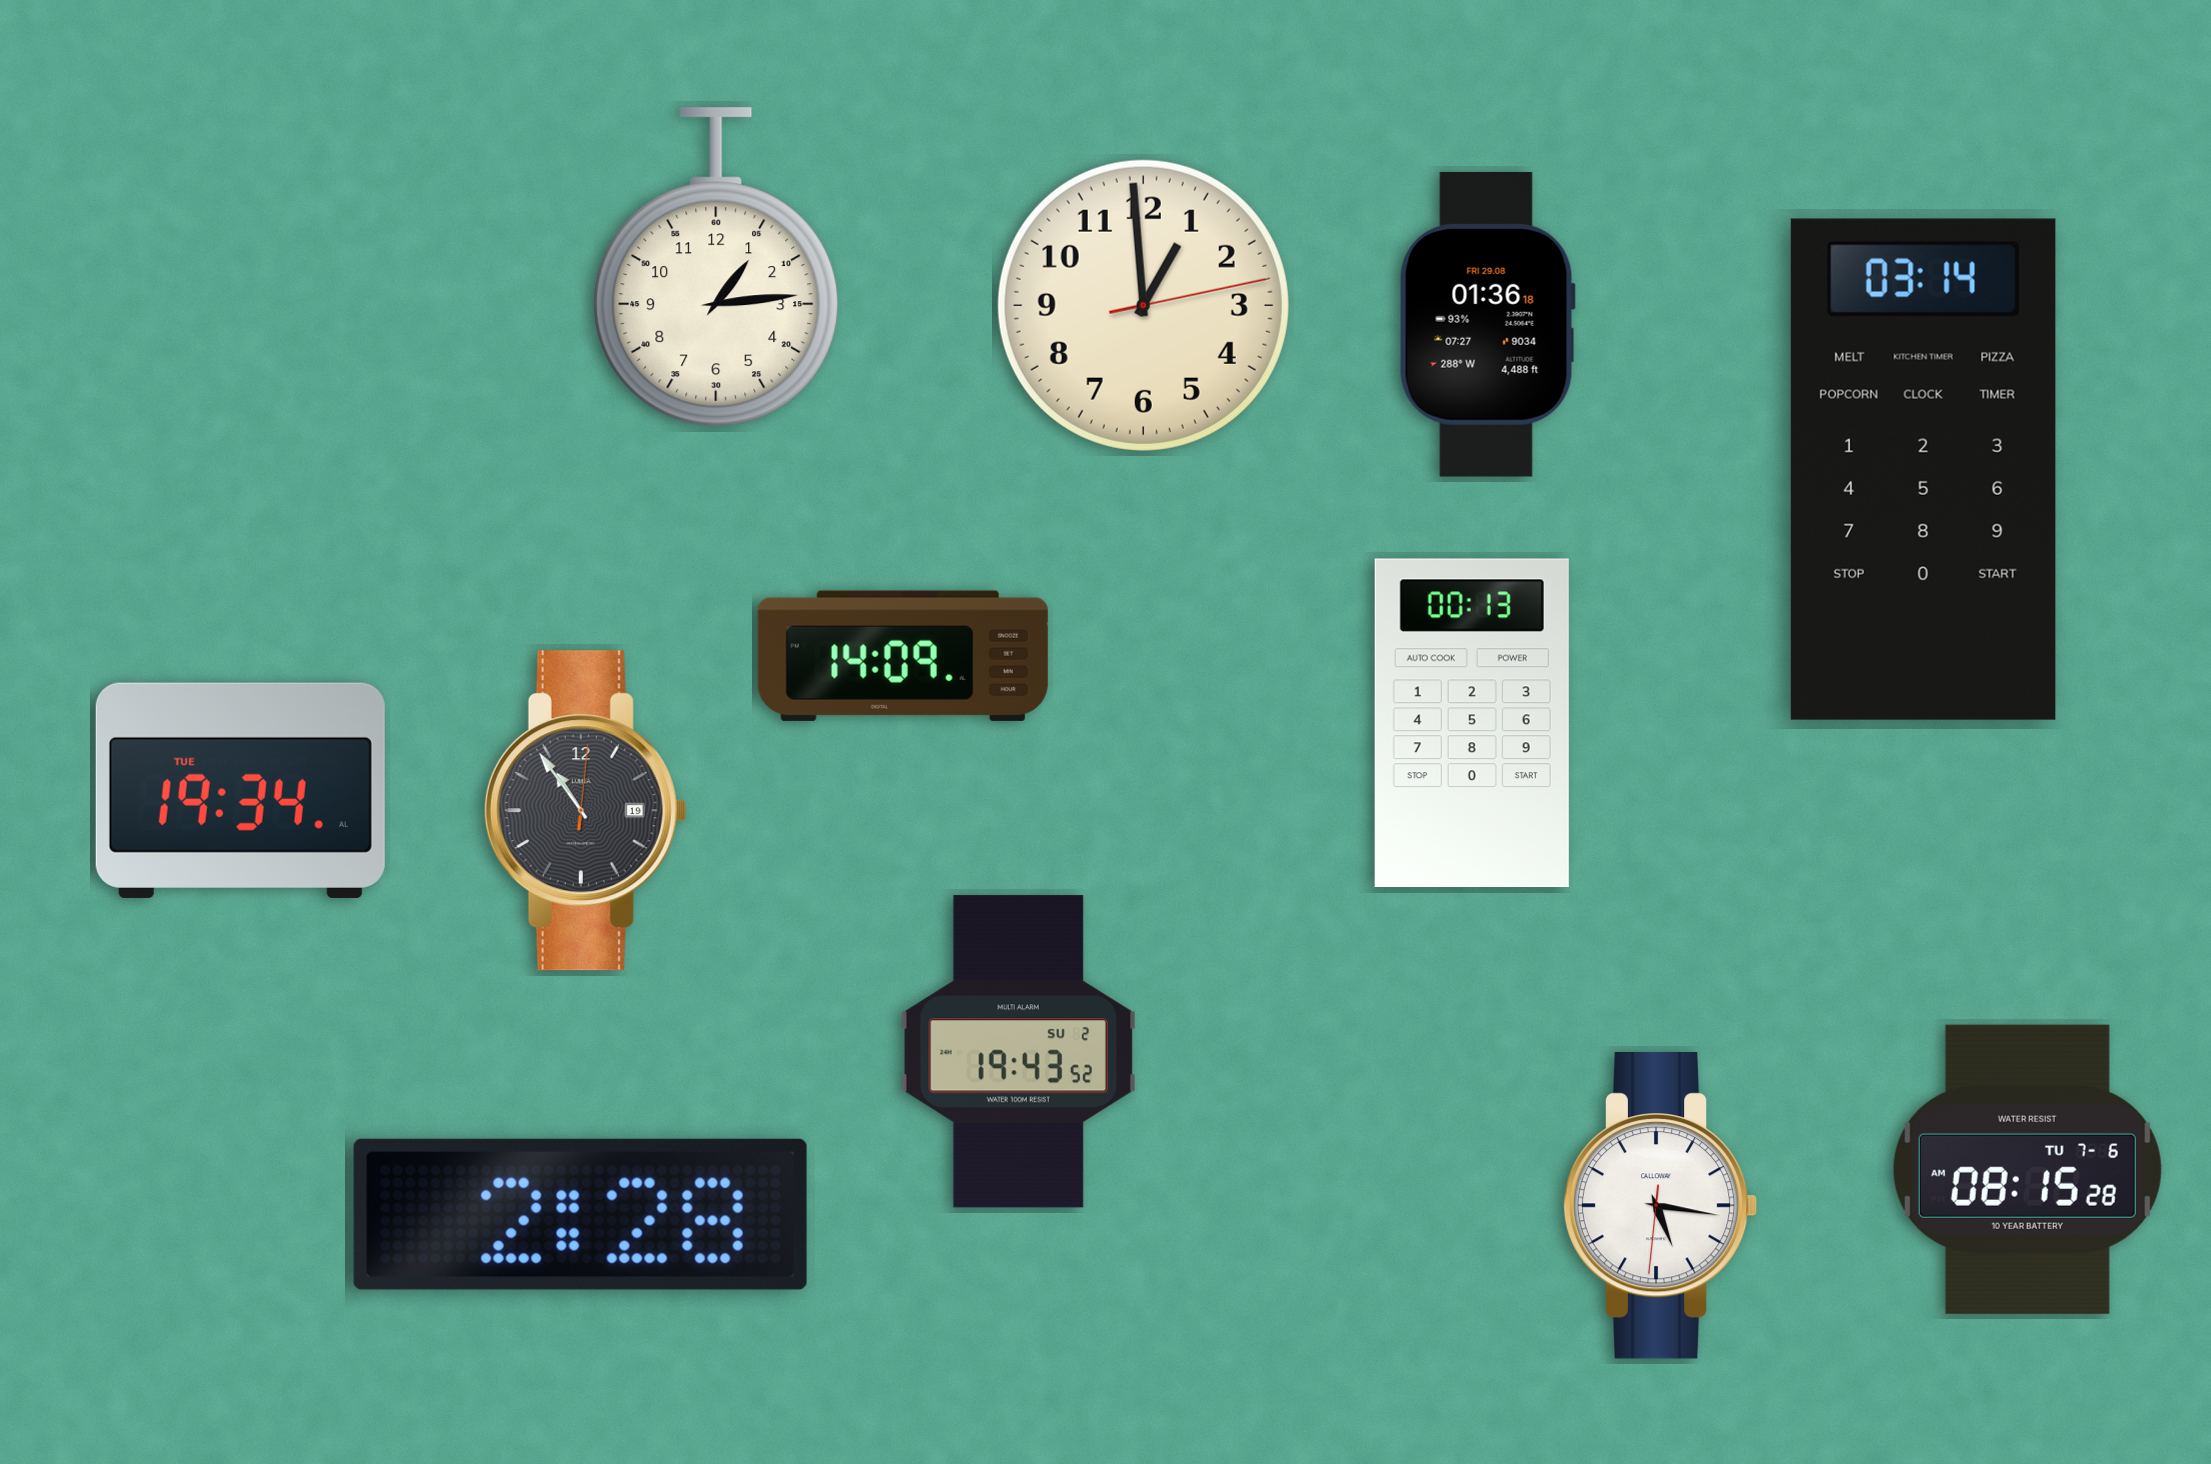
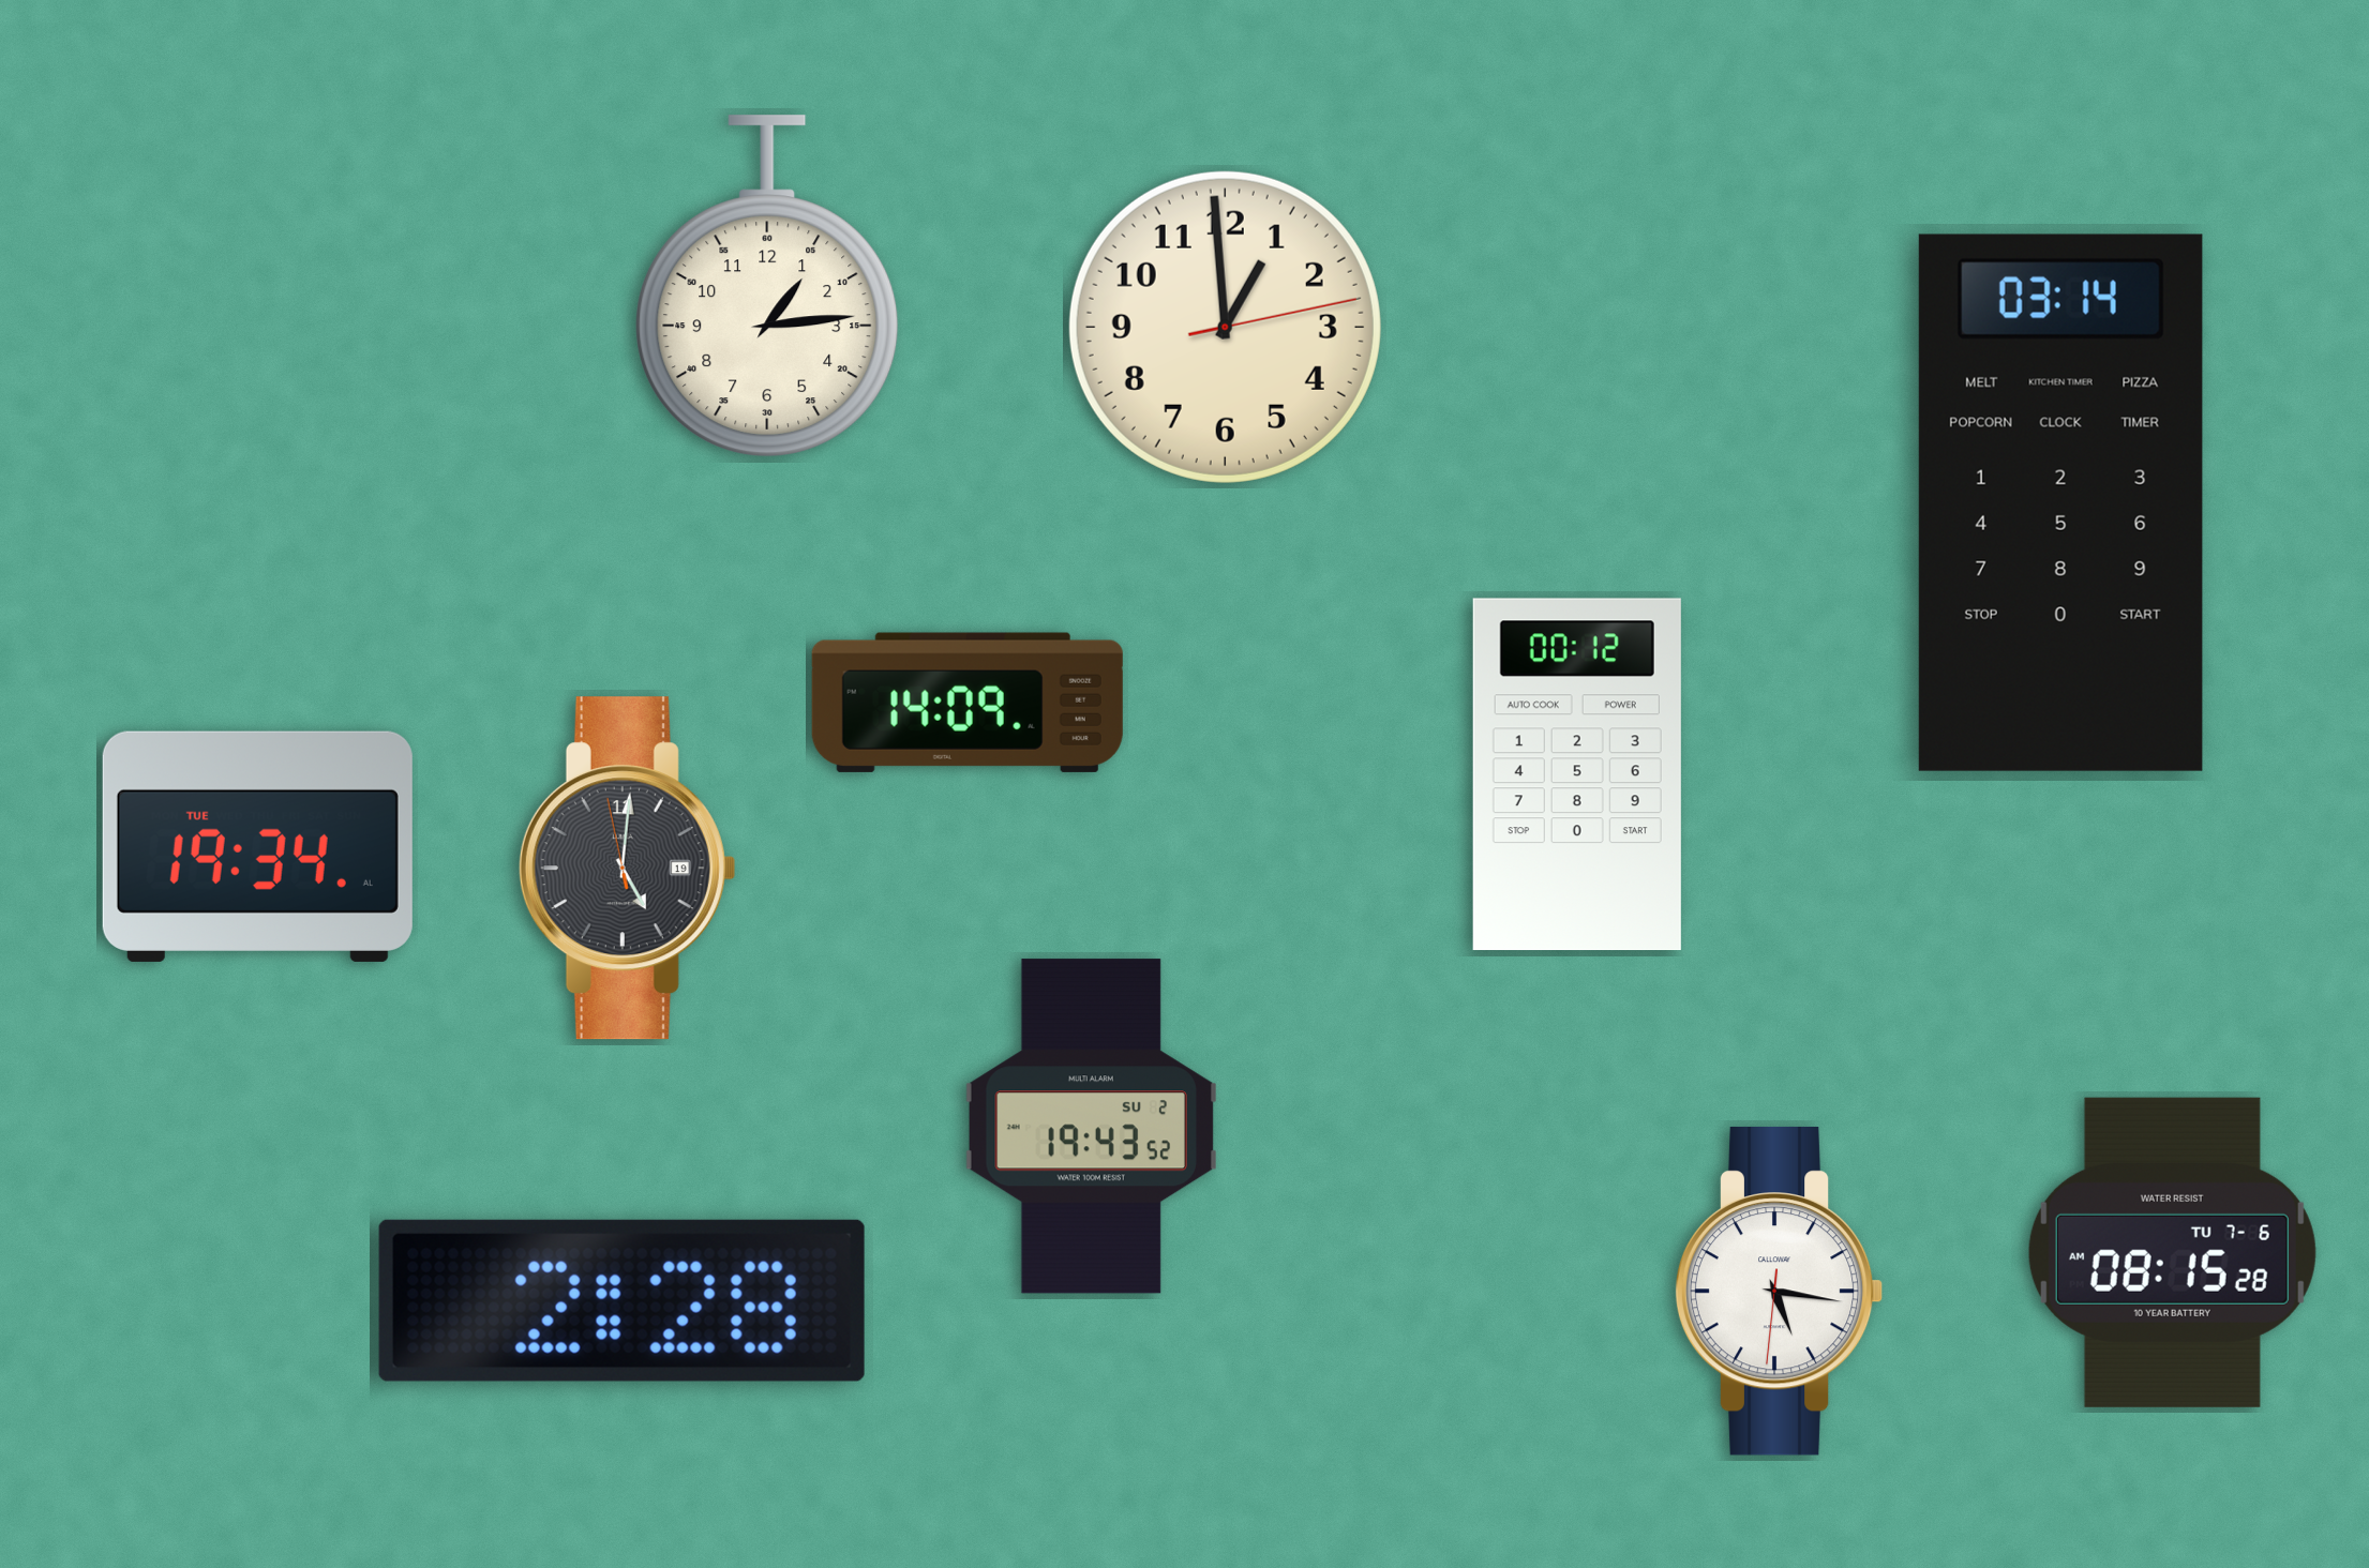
clock at (1487, 324): 01:36 -> none
clock at (1472, 723): 00:13 -> 00:12
clock at (585, 811): 10:54 -> 5:00
